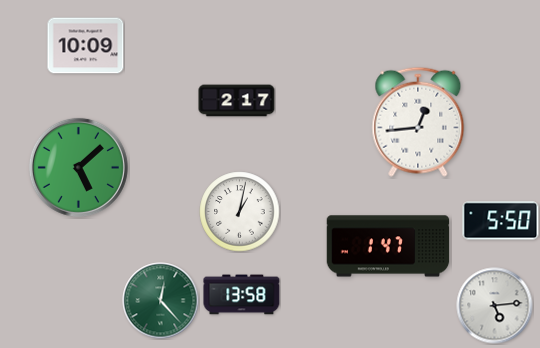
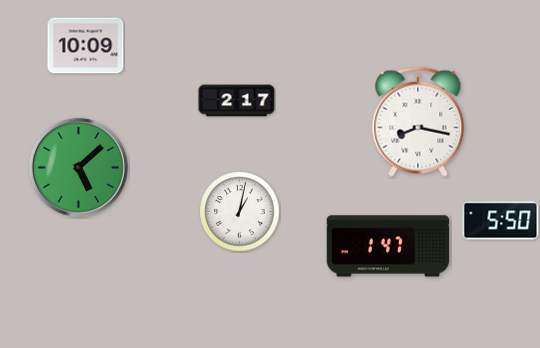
clock at (418, 122): 12:44 -> 8:17
clock at (242, 295): 13:58 -> none
clock at (161, 301): 12:23 -> none
clock at (495, 306): 5:14 -> none
